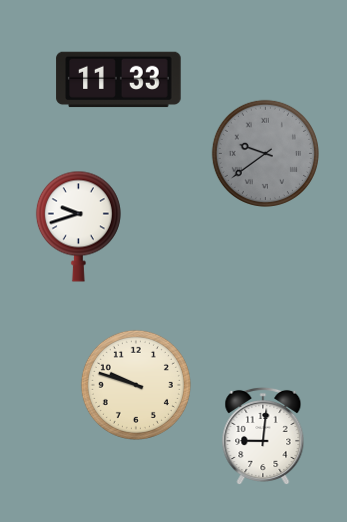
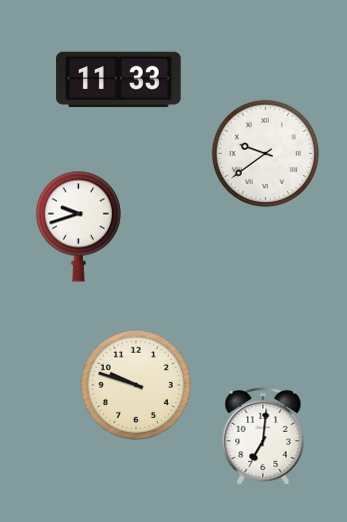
clock at (265, 153) dial: grey -> white
clock at (263, 435): 9:01 -> 7:01
